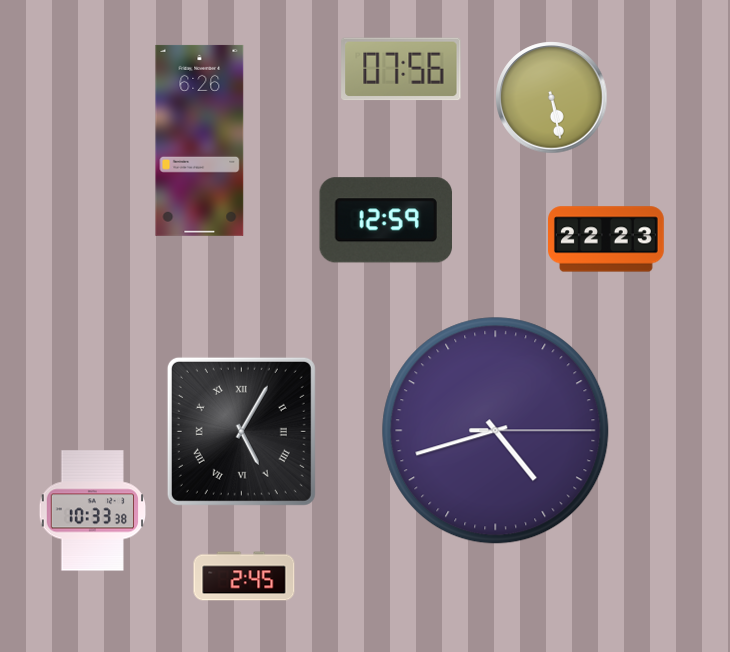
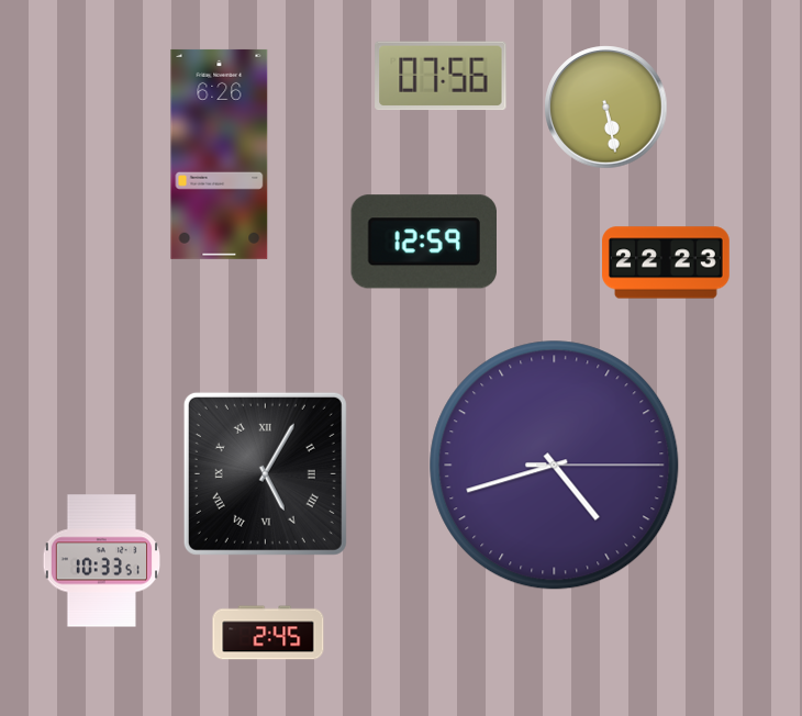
clock at (496, 431) position: (496, 431) -> (555, 466)
clock at (93, 511): 10:33:38 -> 10:33:51
